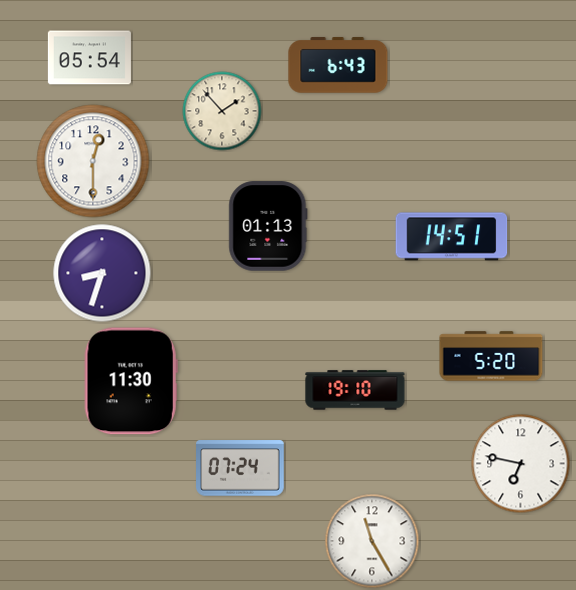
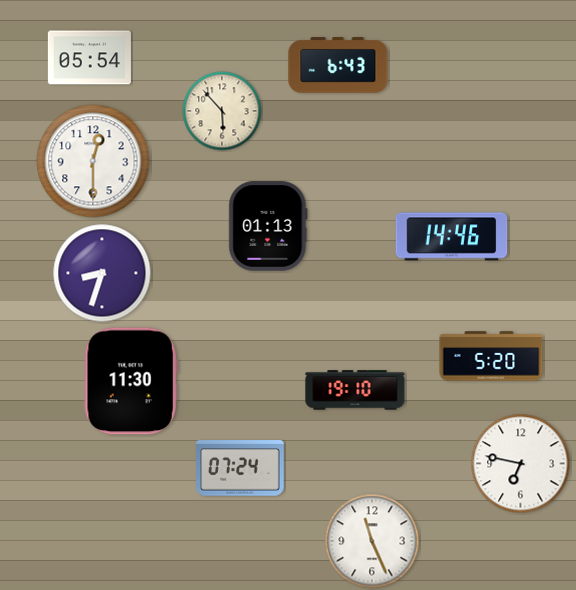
clock at (222, 111): 1:53 -> 5:53
clock at (452, 237): 14:51 -> 14:46
clock at (372, 541): 11:25 -> 11:26
